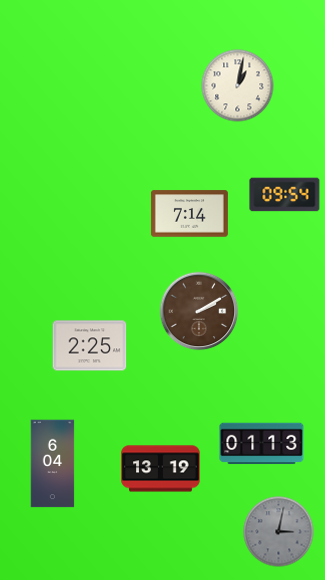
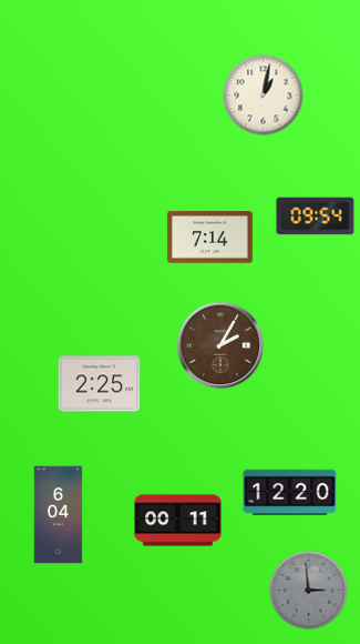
clock at (199, 311): 2:10 -> 2:05
clock at (262, 444): 01:13 -> 12:20
clock at (161, 469): 13:19 -> 00:11
clock at (279, 532): 3:02 -> 2:59
